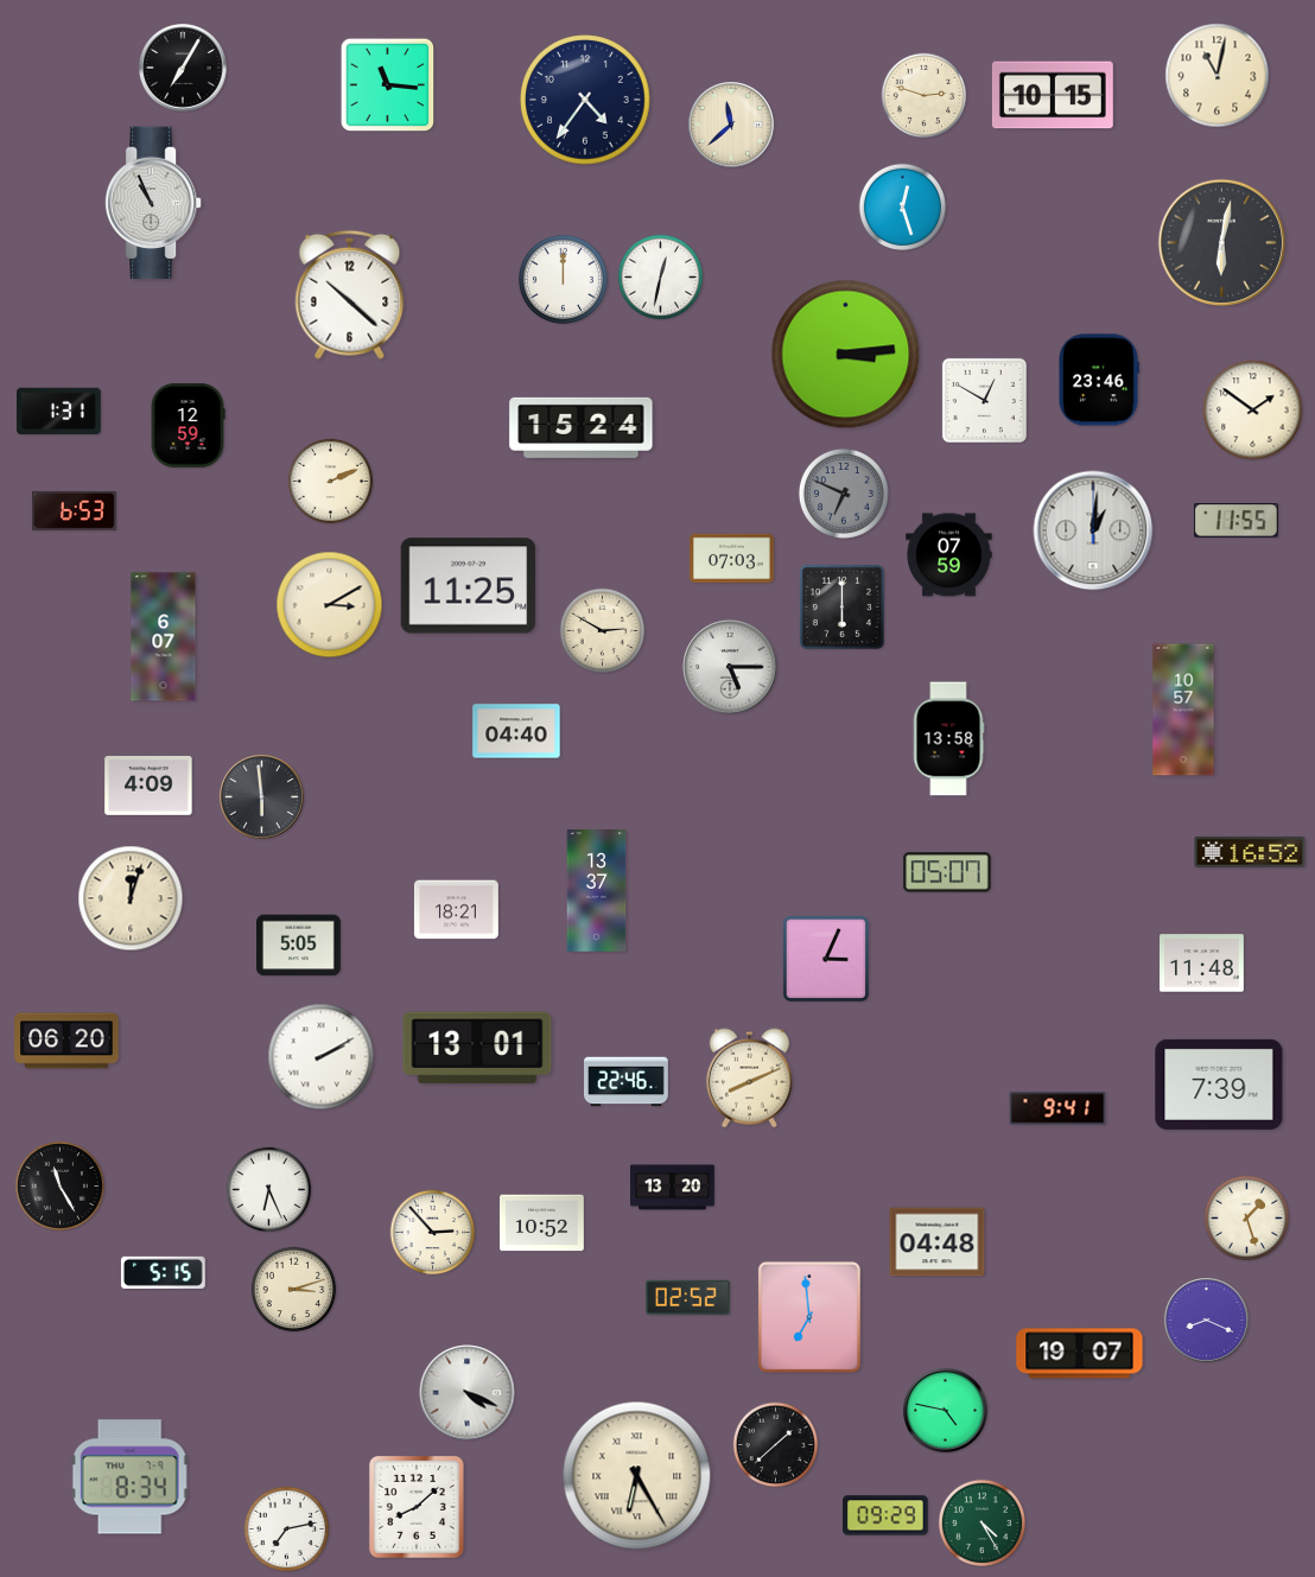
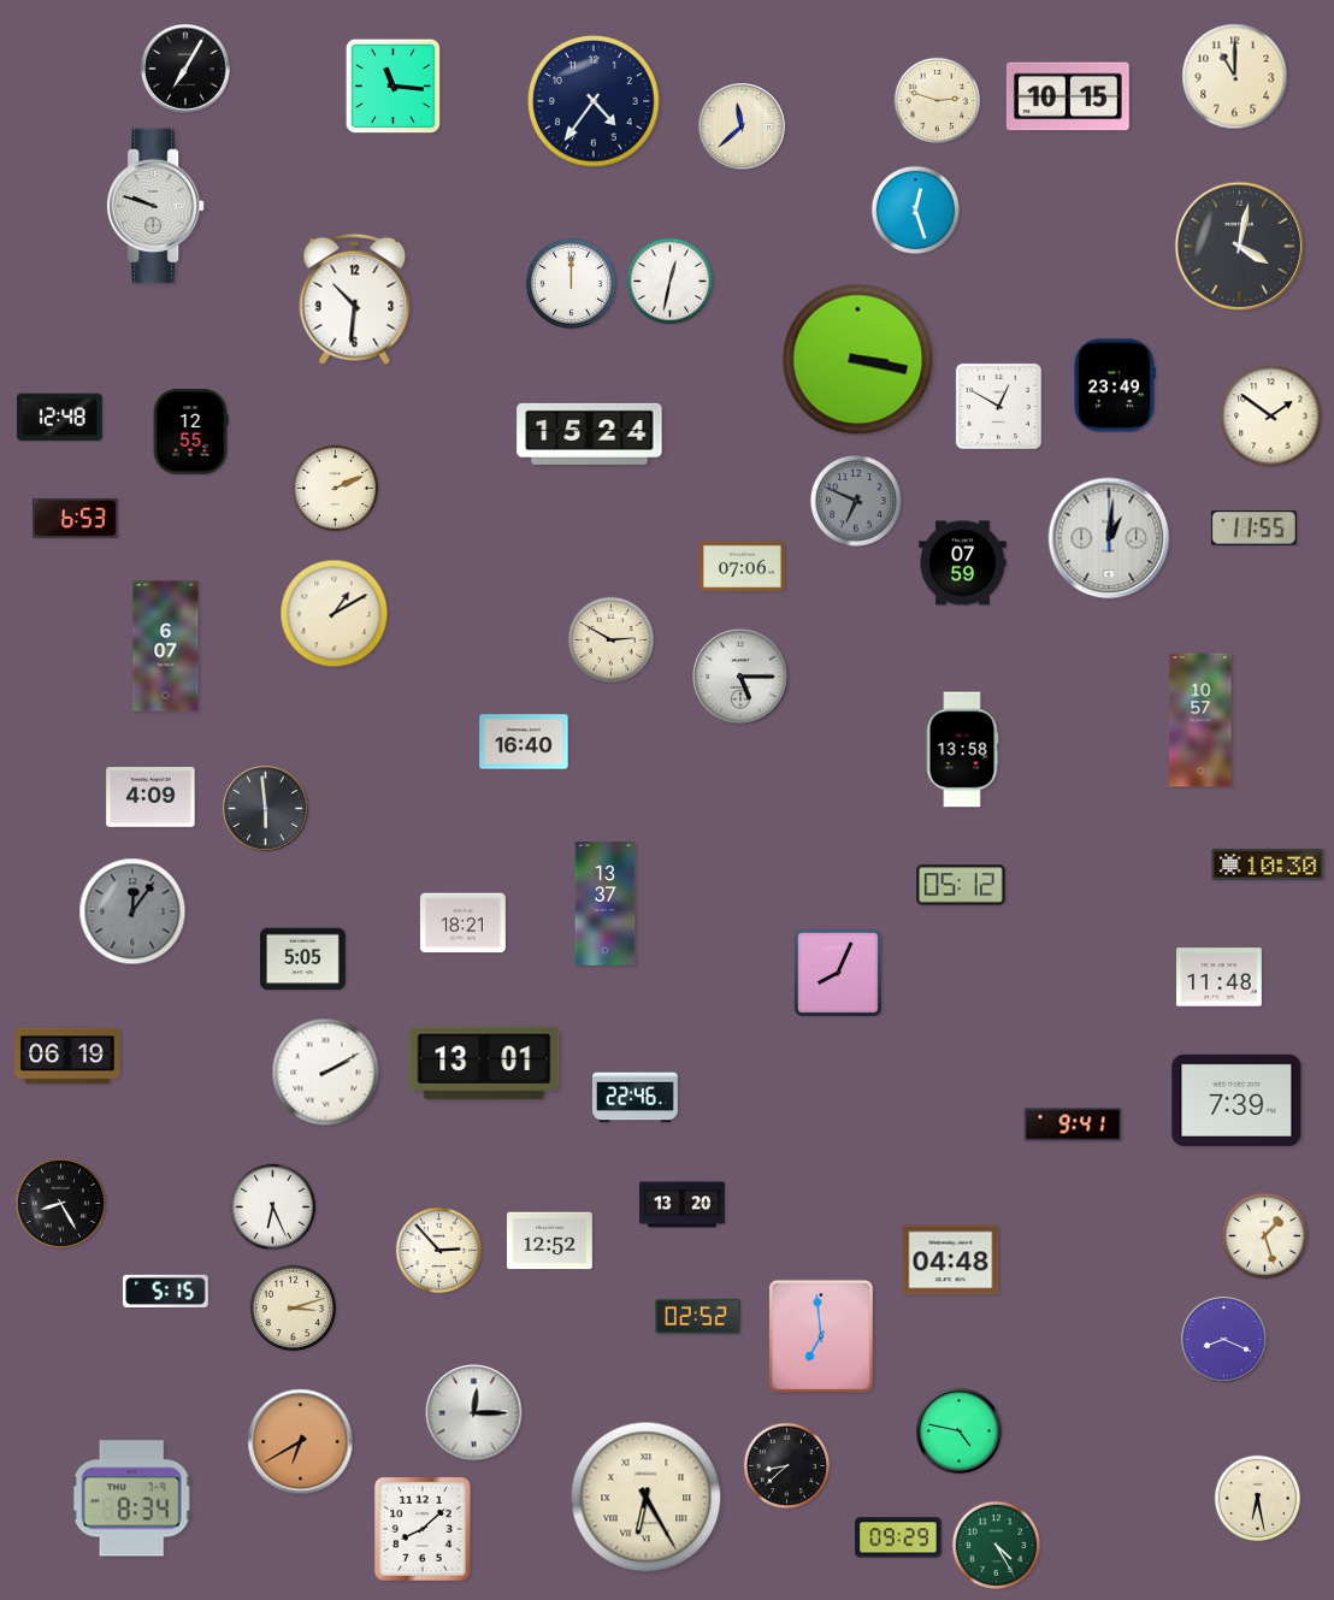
clock at (1218, 76): 11:02 -> 11:00
clock at (925, 96) position: (925, 96) -> (938, 101)
clock at (154, 203): 10:56 -> 9:48
clock at (1222, 243): 6:02 -> 4:02
clock at (350, 294): 10:22 -> 10:31
clock at (846, 355): 3:14 -> 3:17
clock at (1098, 380): 23:46 -> 23:49
clock at (58, 412): 1:31 -> 12:48
clock at (188, 426): 12:59 -> 12:55
clock at (732, 559): 07:03 -> 07:06
clock at (469, 586): 11:25 -> none
clock at (330, 605): 3:10 -> 1:10
clock at (841, 606): 6:00 -> none
clock at (516, 731): 04:40 -> 16:40
clock at (1250, 852): 16:52 -> 10:30
clock at (947, 872): 05:07 -> 05:12
clock at (131, 898): 12:03 -> 12:06
clock at (131, 898) dial: cream -> grey
clock at (826, 959): 3:04 -> 8:04
clock at (66, 1041): 06:20 -> 06:19
clock at (749, 1079): 8:11 -> none
clock at (59, 1185): 11:25 -> 8:25
clock at (542, 1223): 10:52 -> 12:52
clock at (294, 1290) position: (294, 1290) -> (294, 1309)
clock at (1080, 1354): 19:07 -> none
clock at (468, 1393): 4:19 -> 12:15
clock at (301, 1442): none -> 6:40
clock at (776, 1445): 1:38 -> 8:38
clock at (1258, 1499): none -> 6:28
clock at (287, 1530): 7:13 -> none
